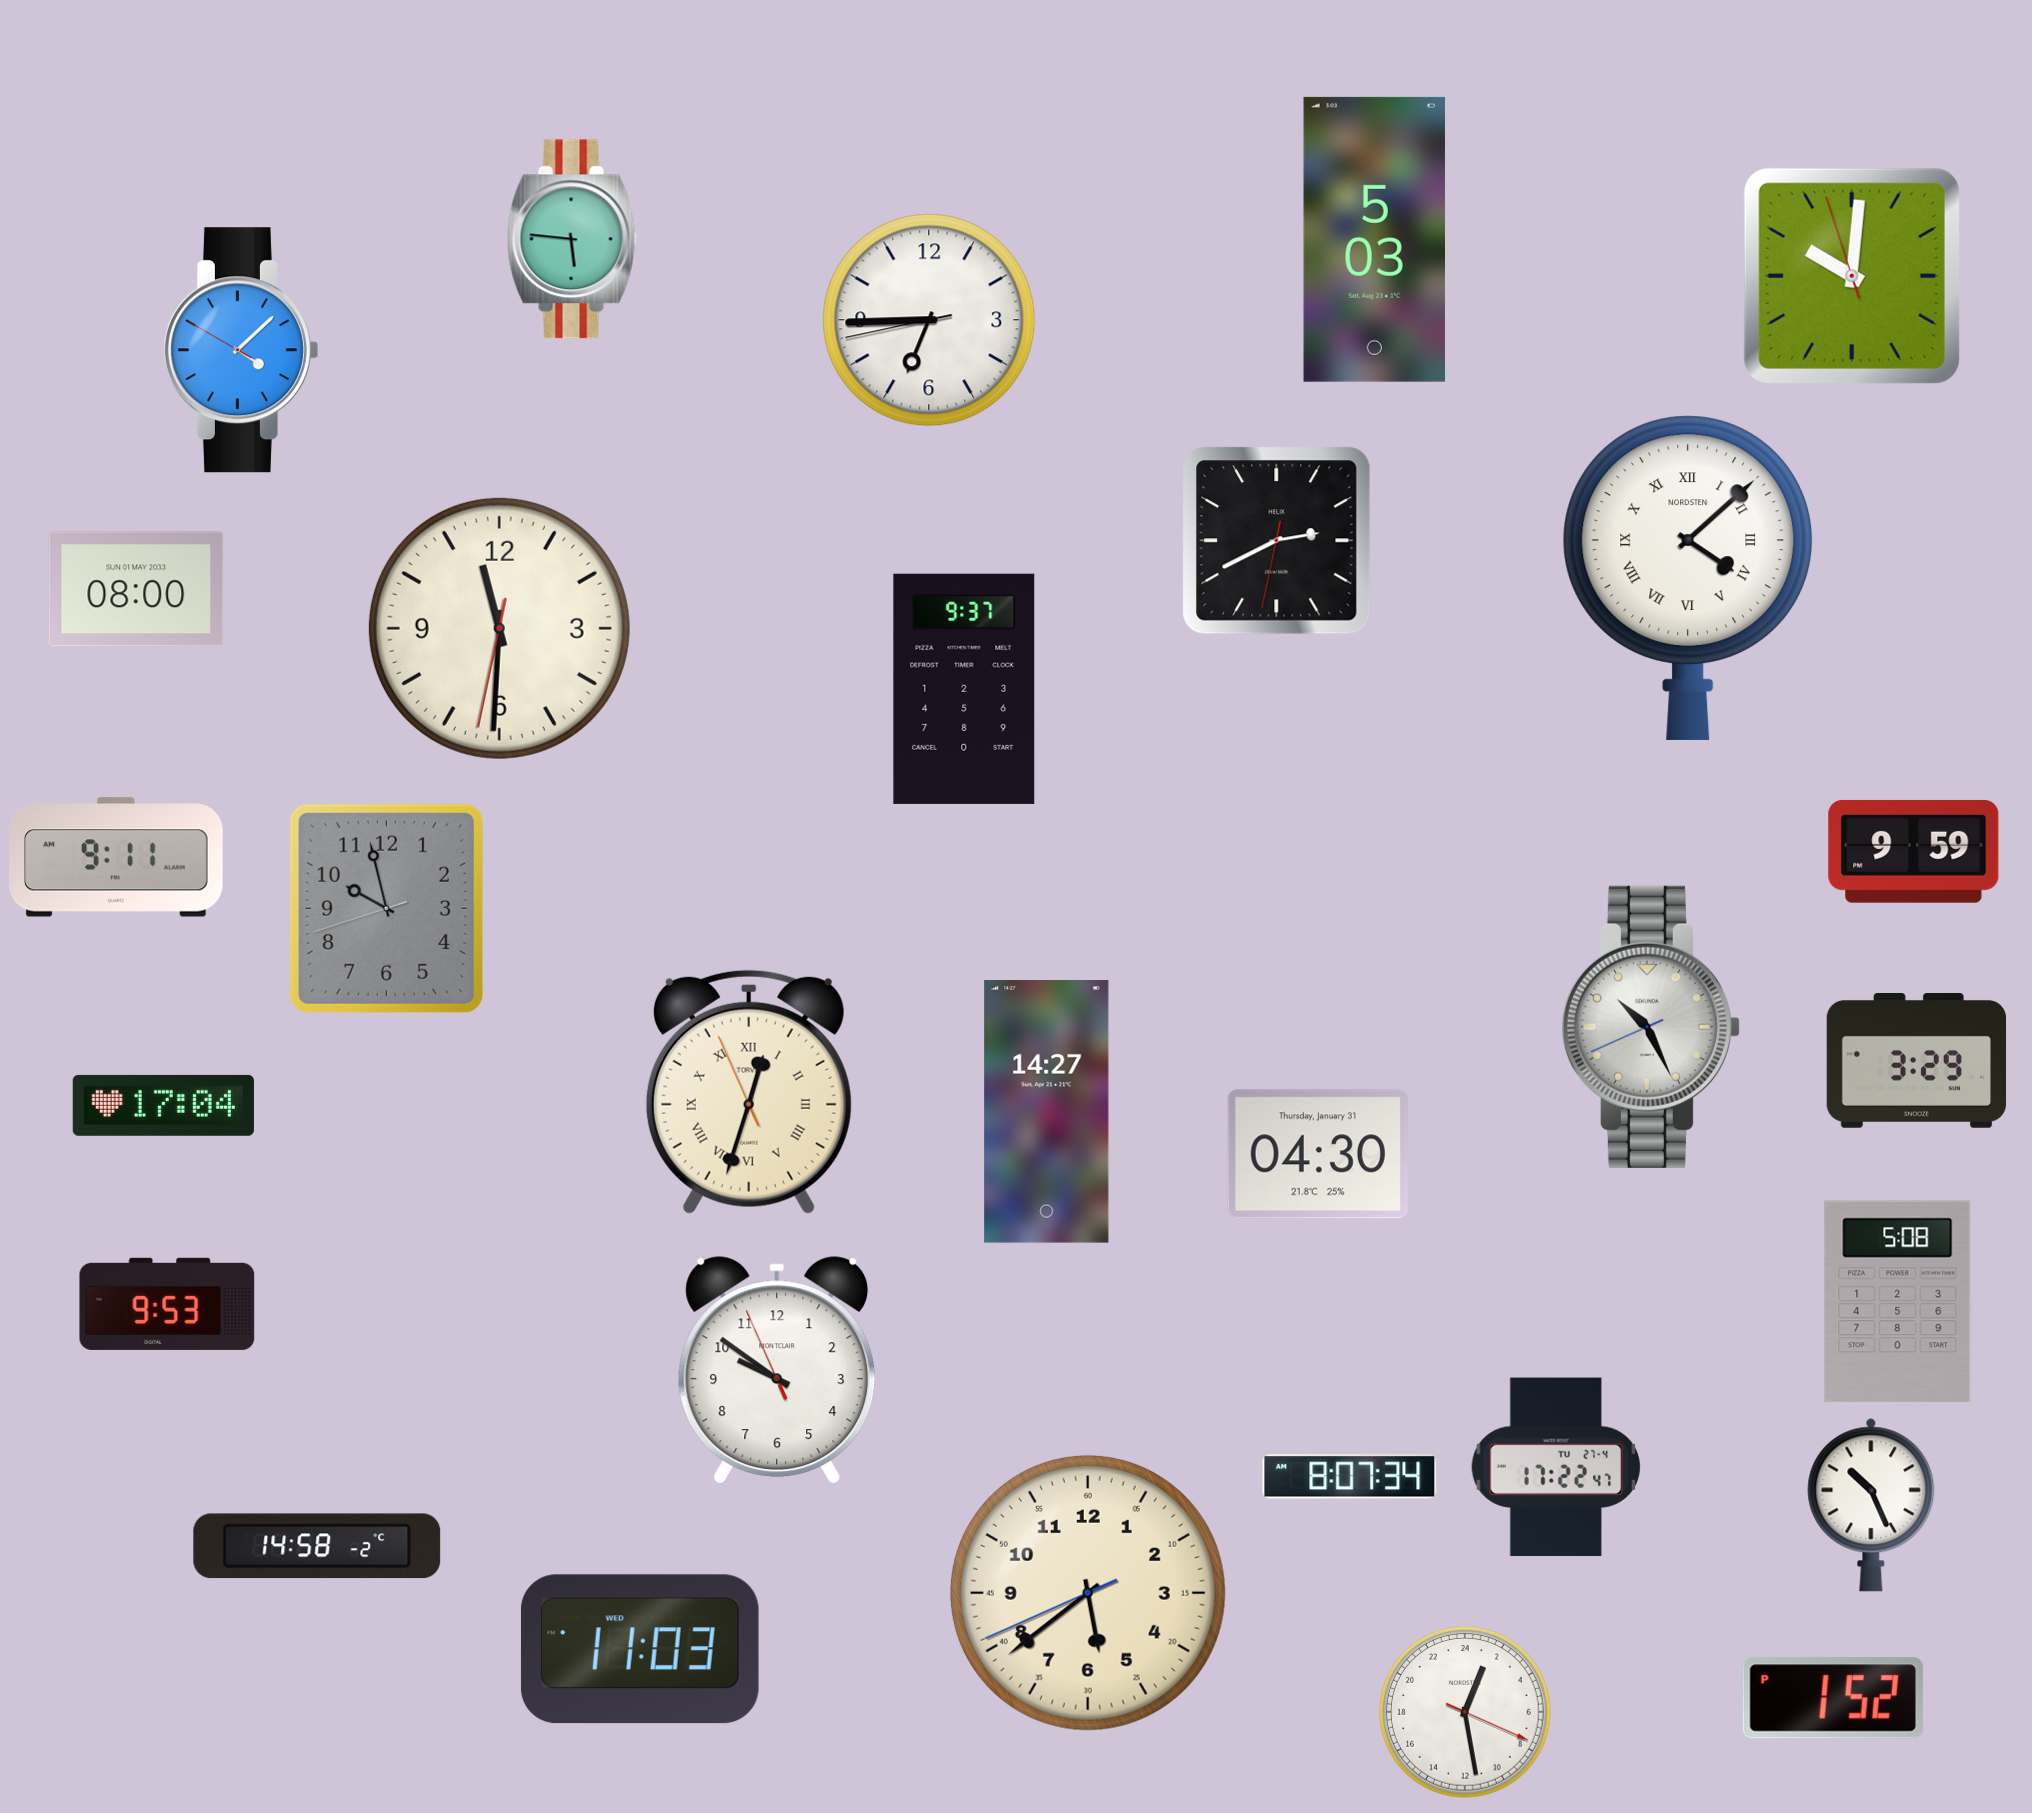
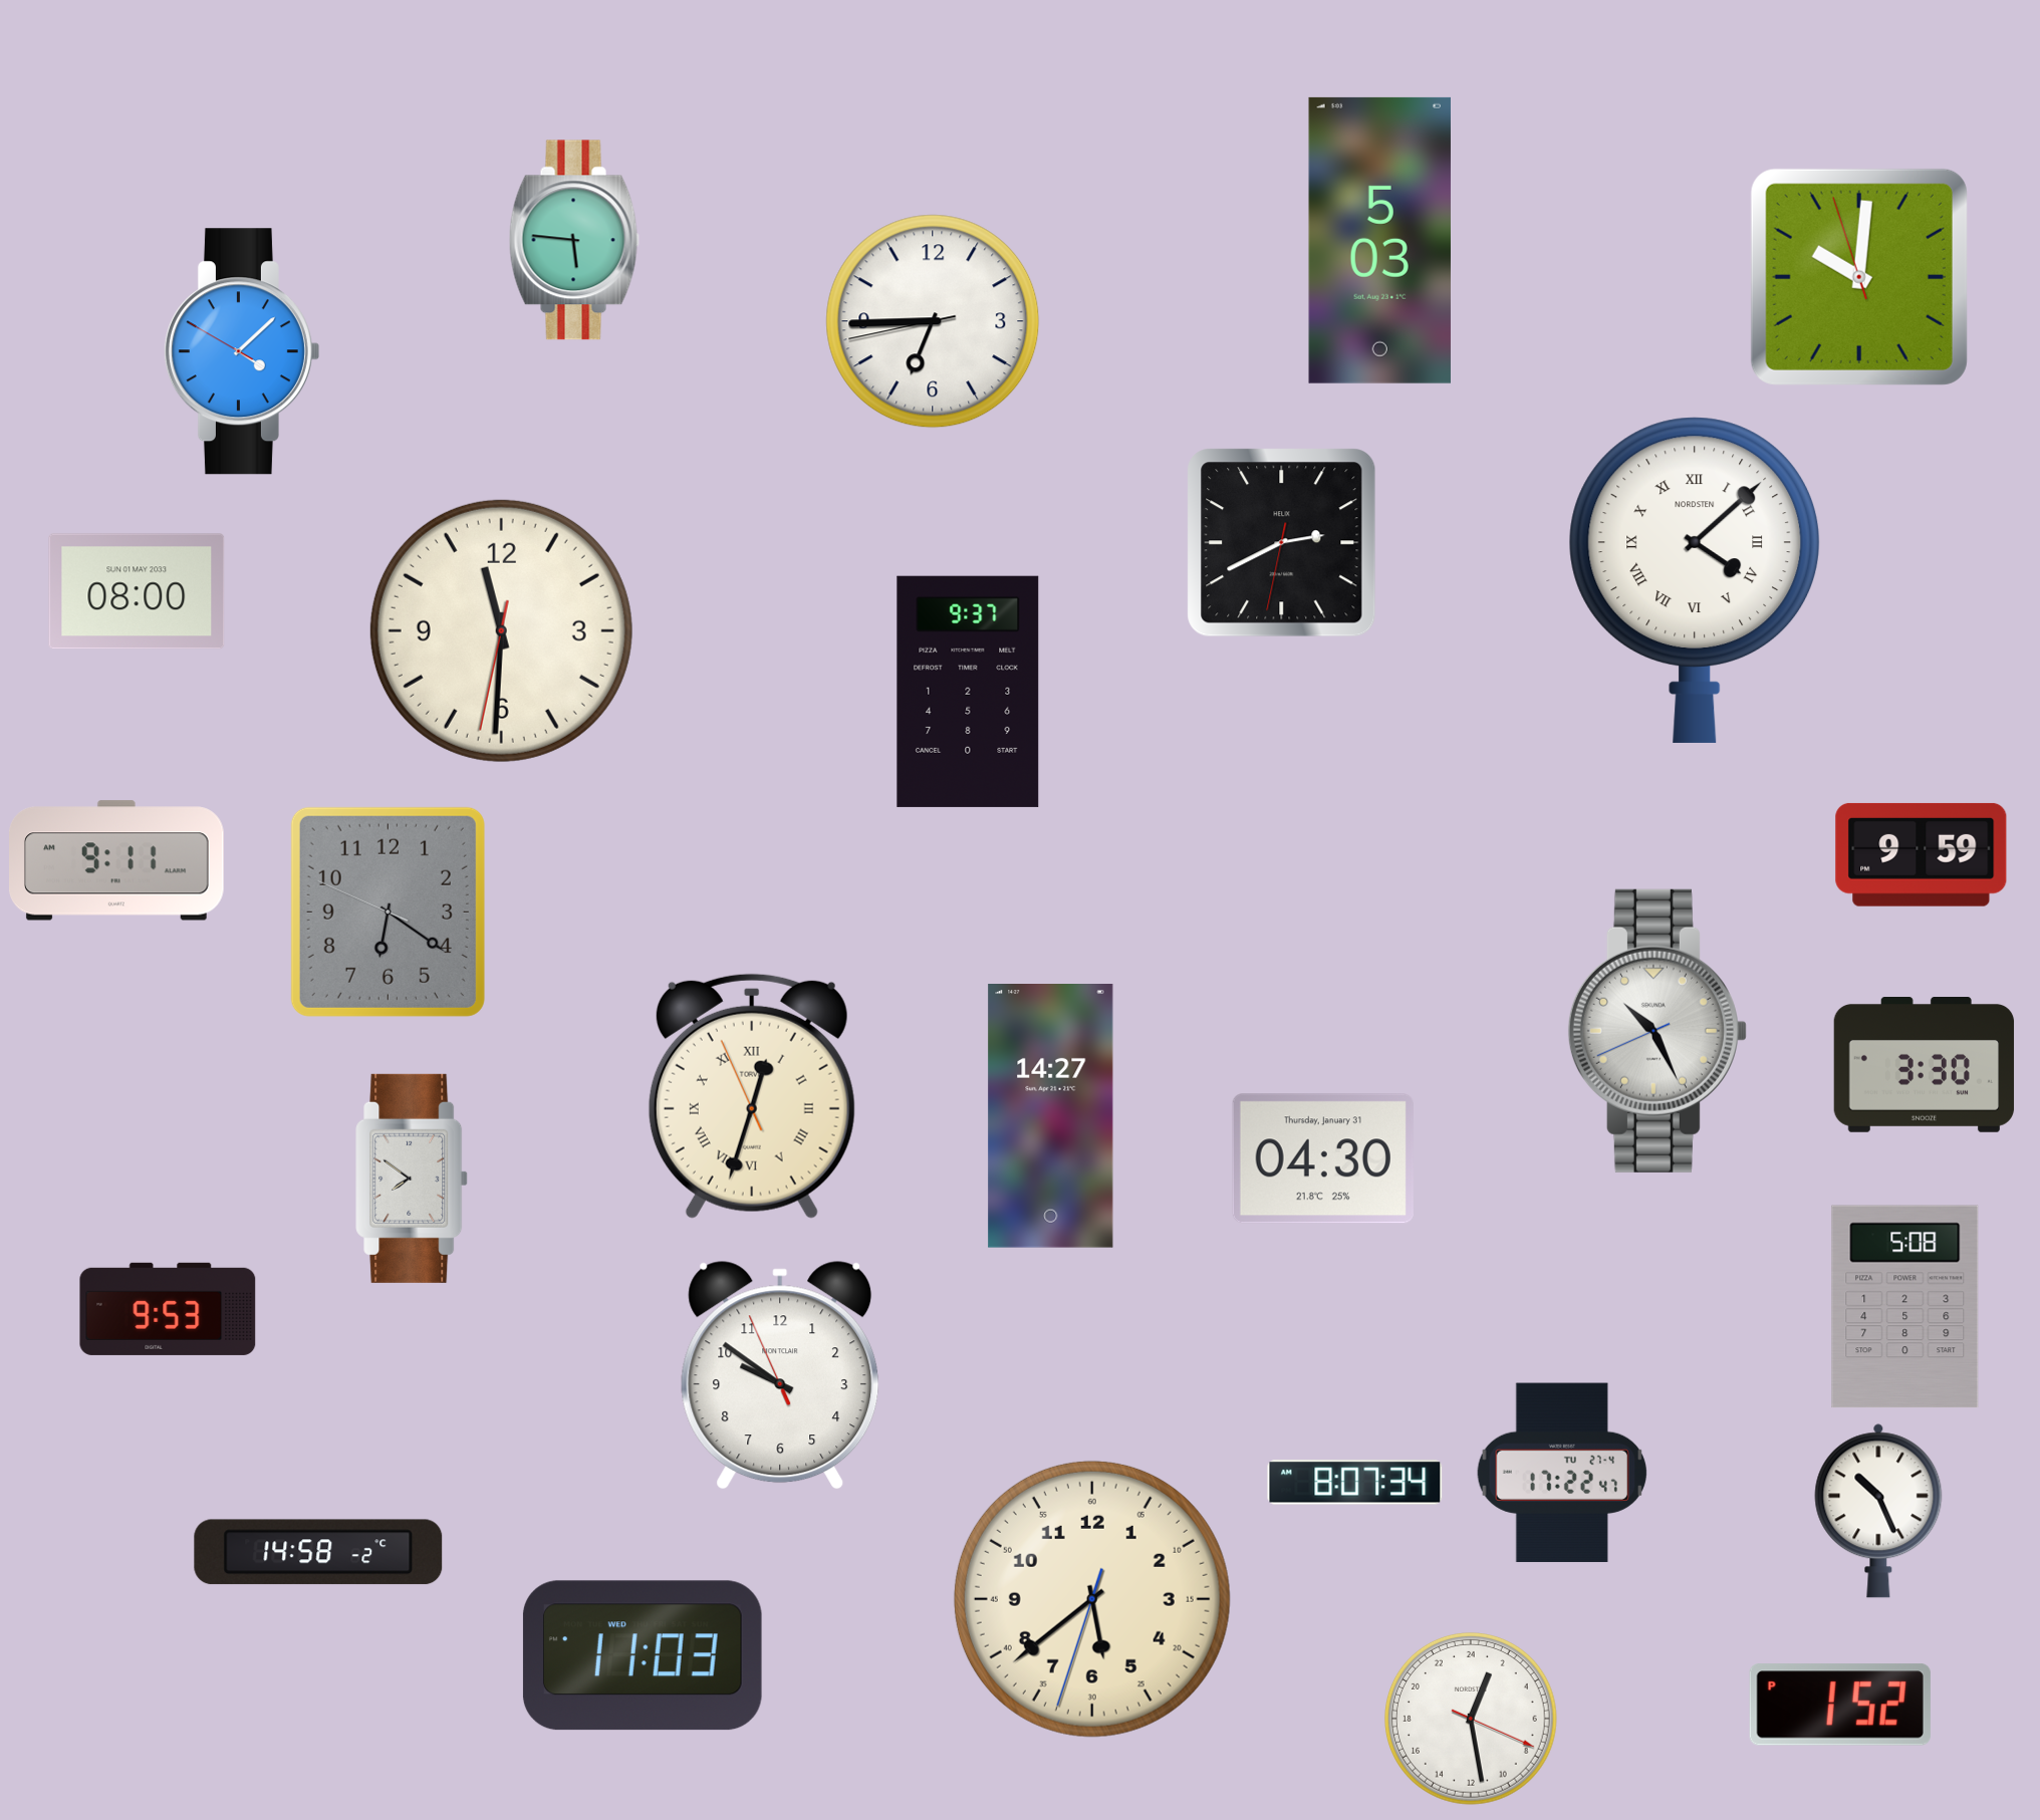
clock at (386, 908): 9:57 -> 6:20
clock at (1917, 1061): 3:29 -> 3:30
clock at (163, 1105): 17:04 -> none
clock at (413, 1179): none -> 7:51
clock at (1088, 1593): 5:38:41 -> 5:38:33
